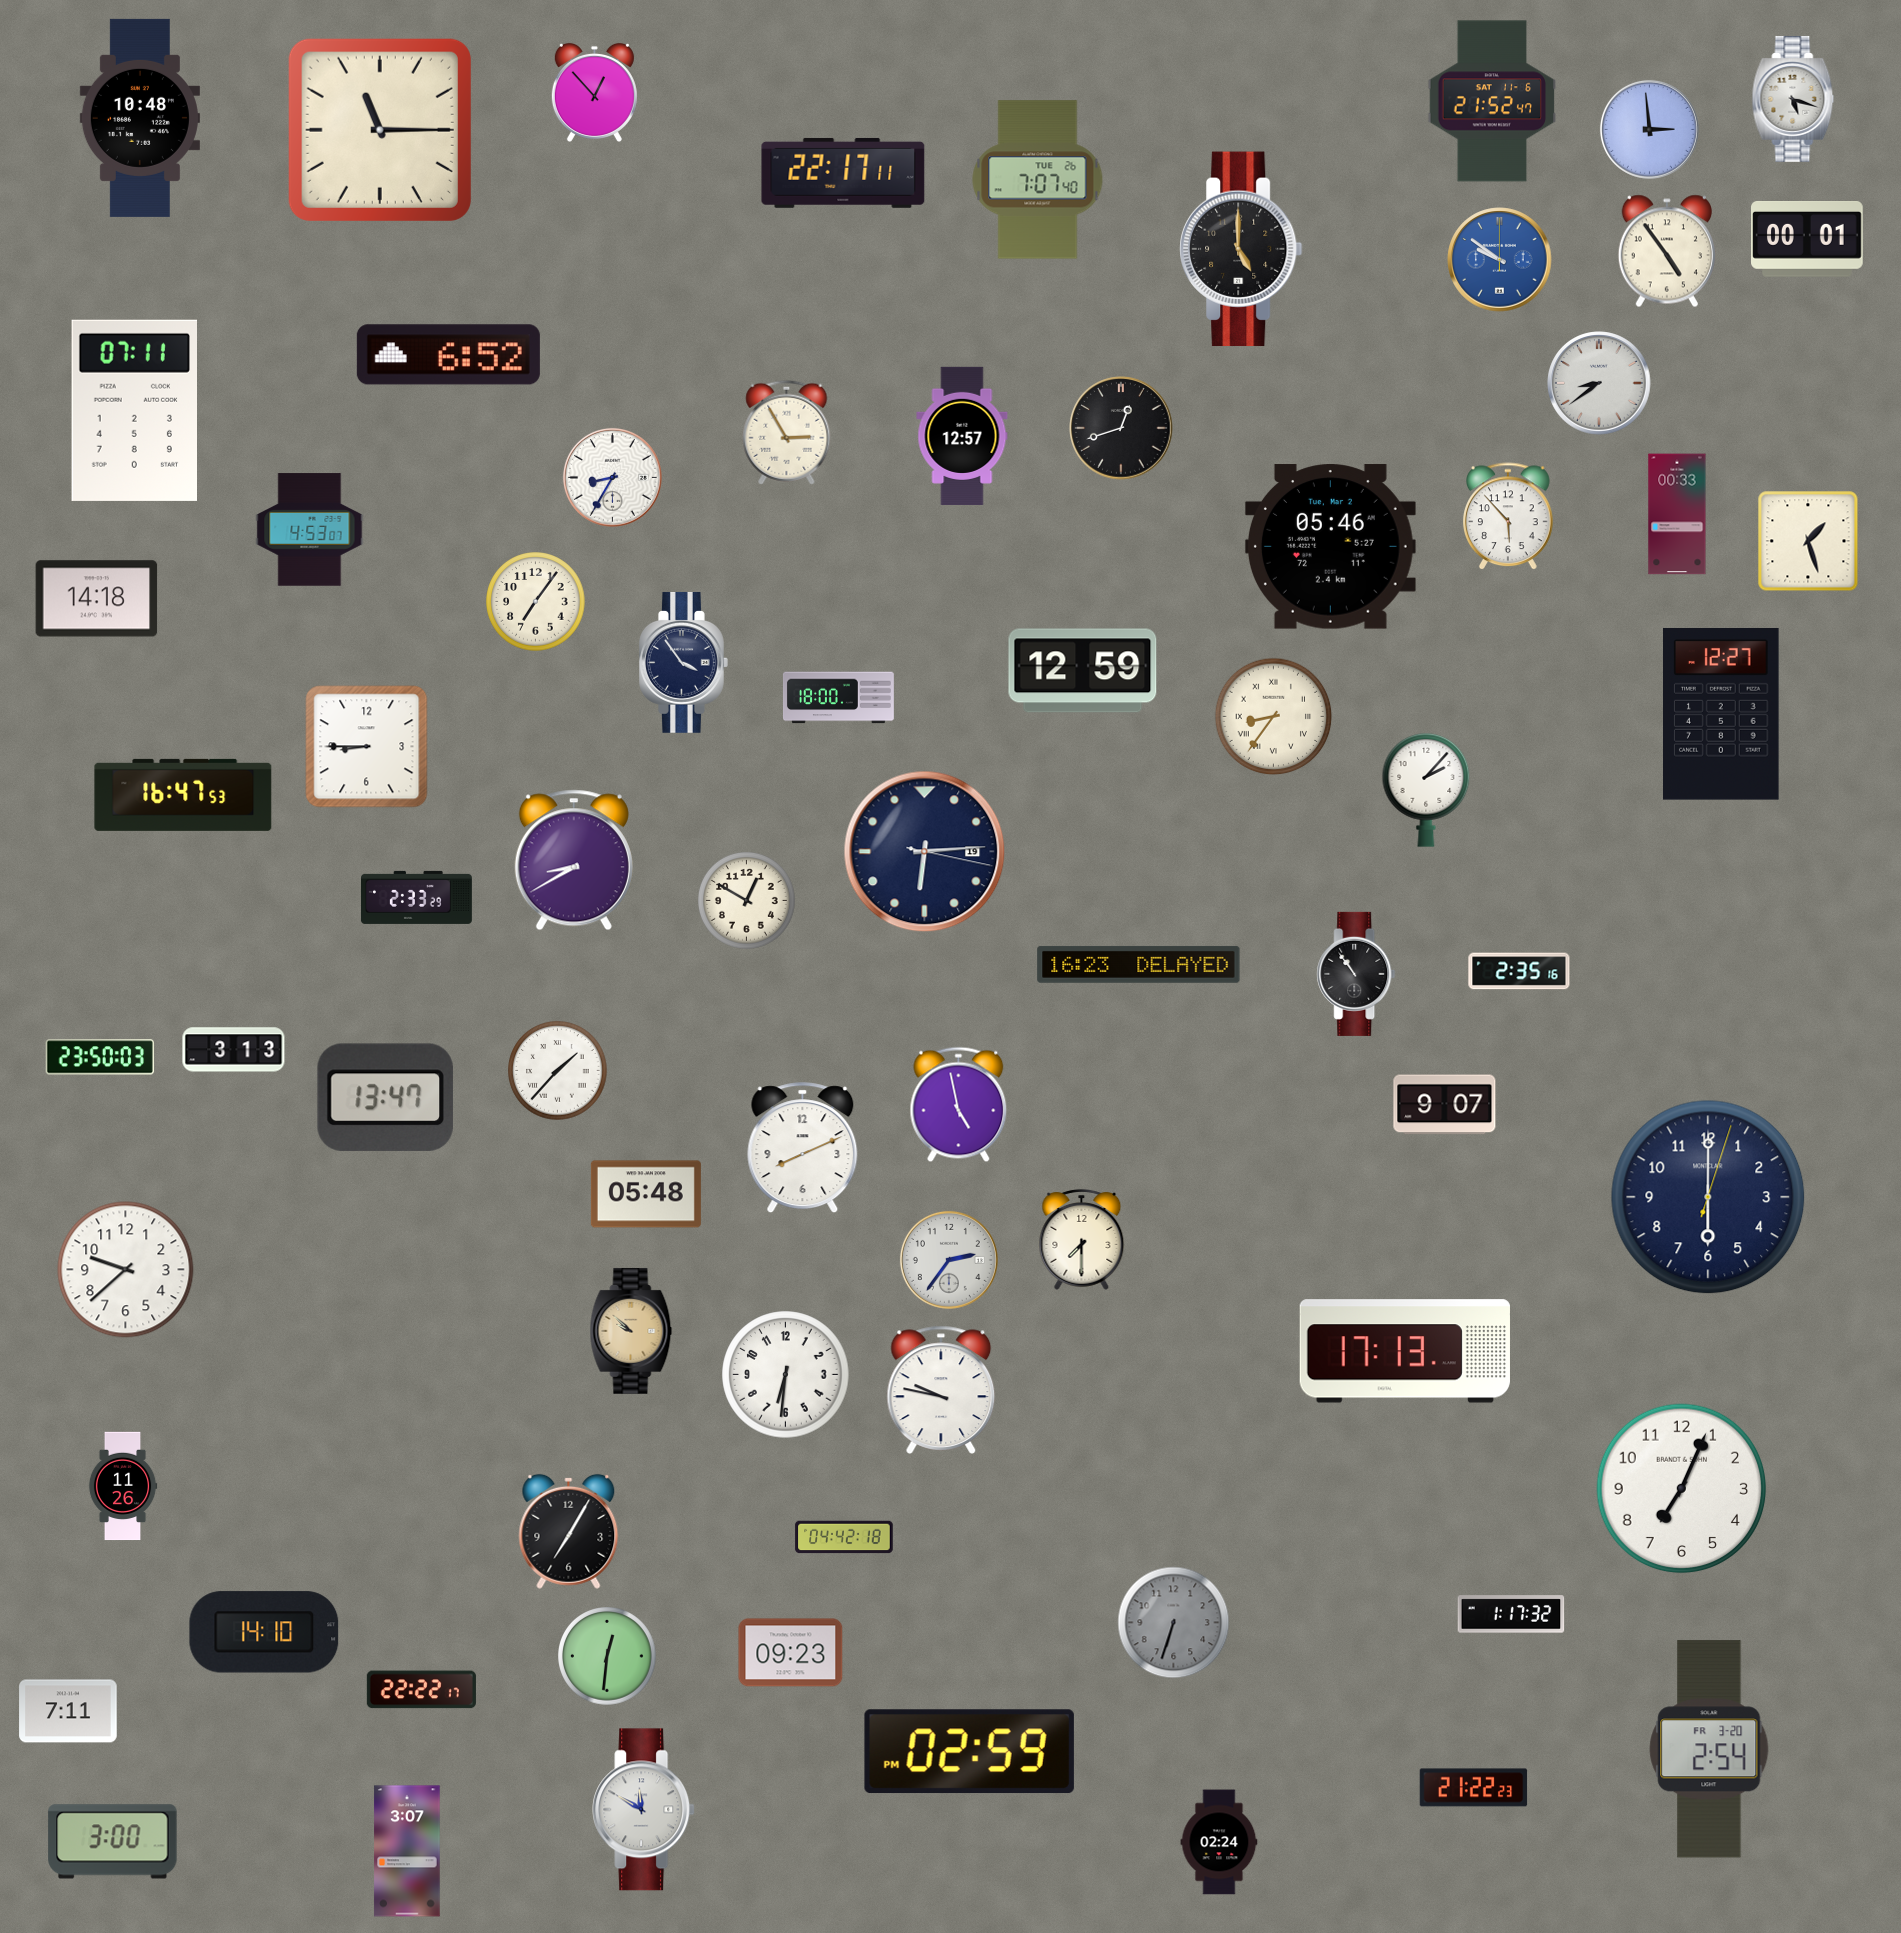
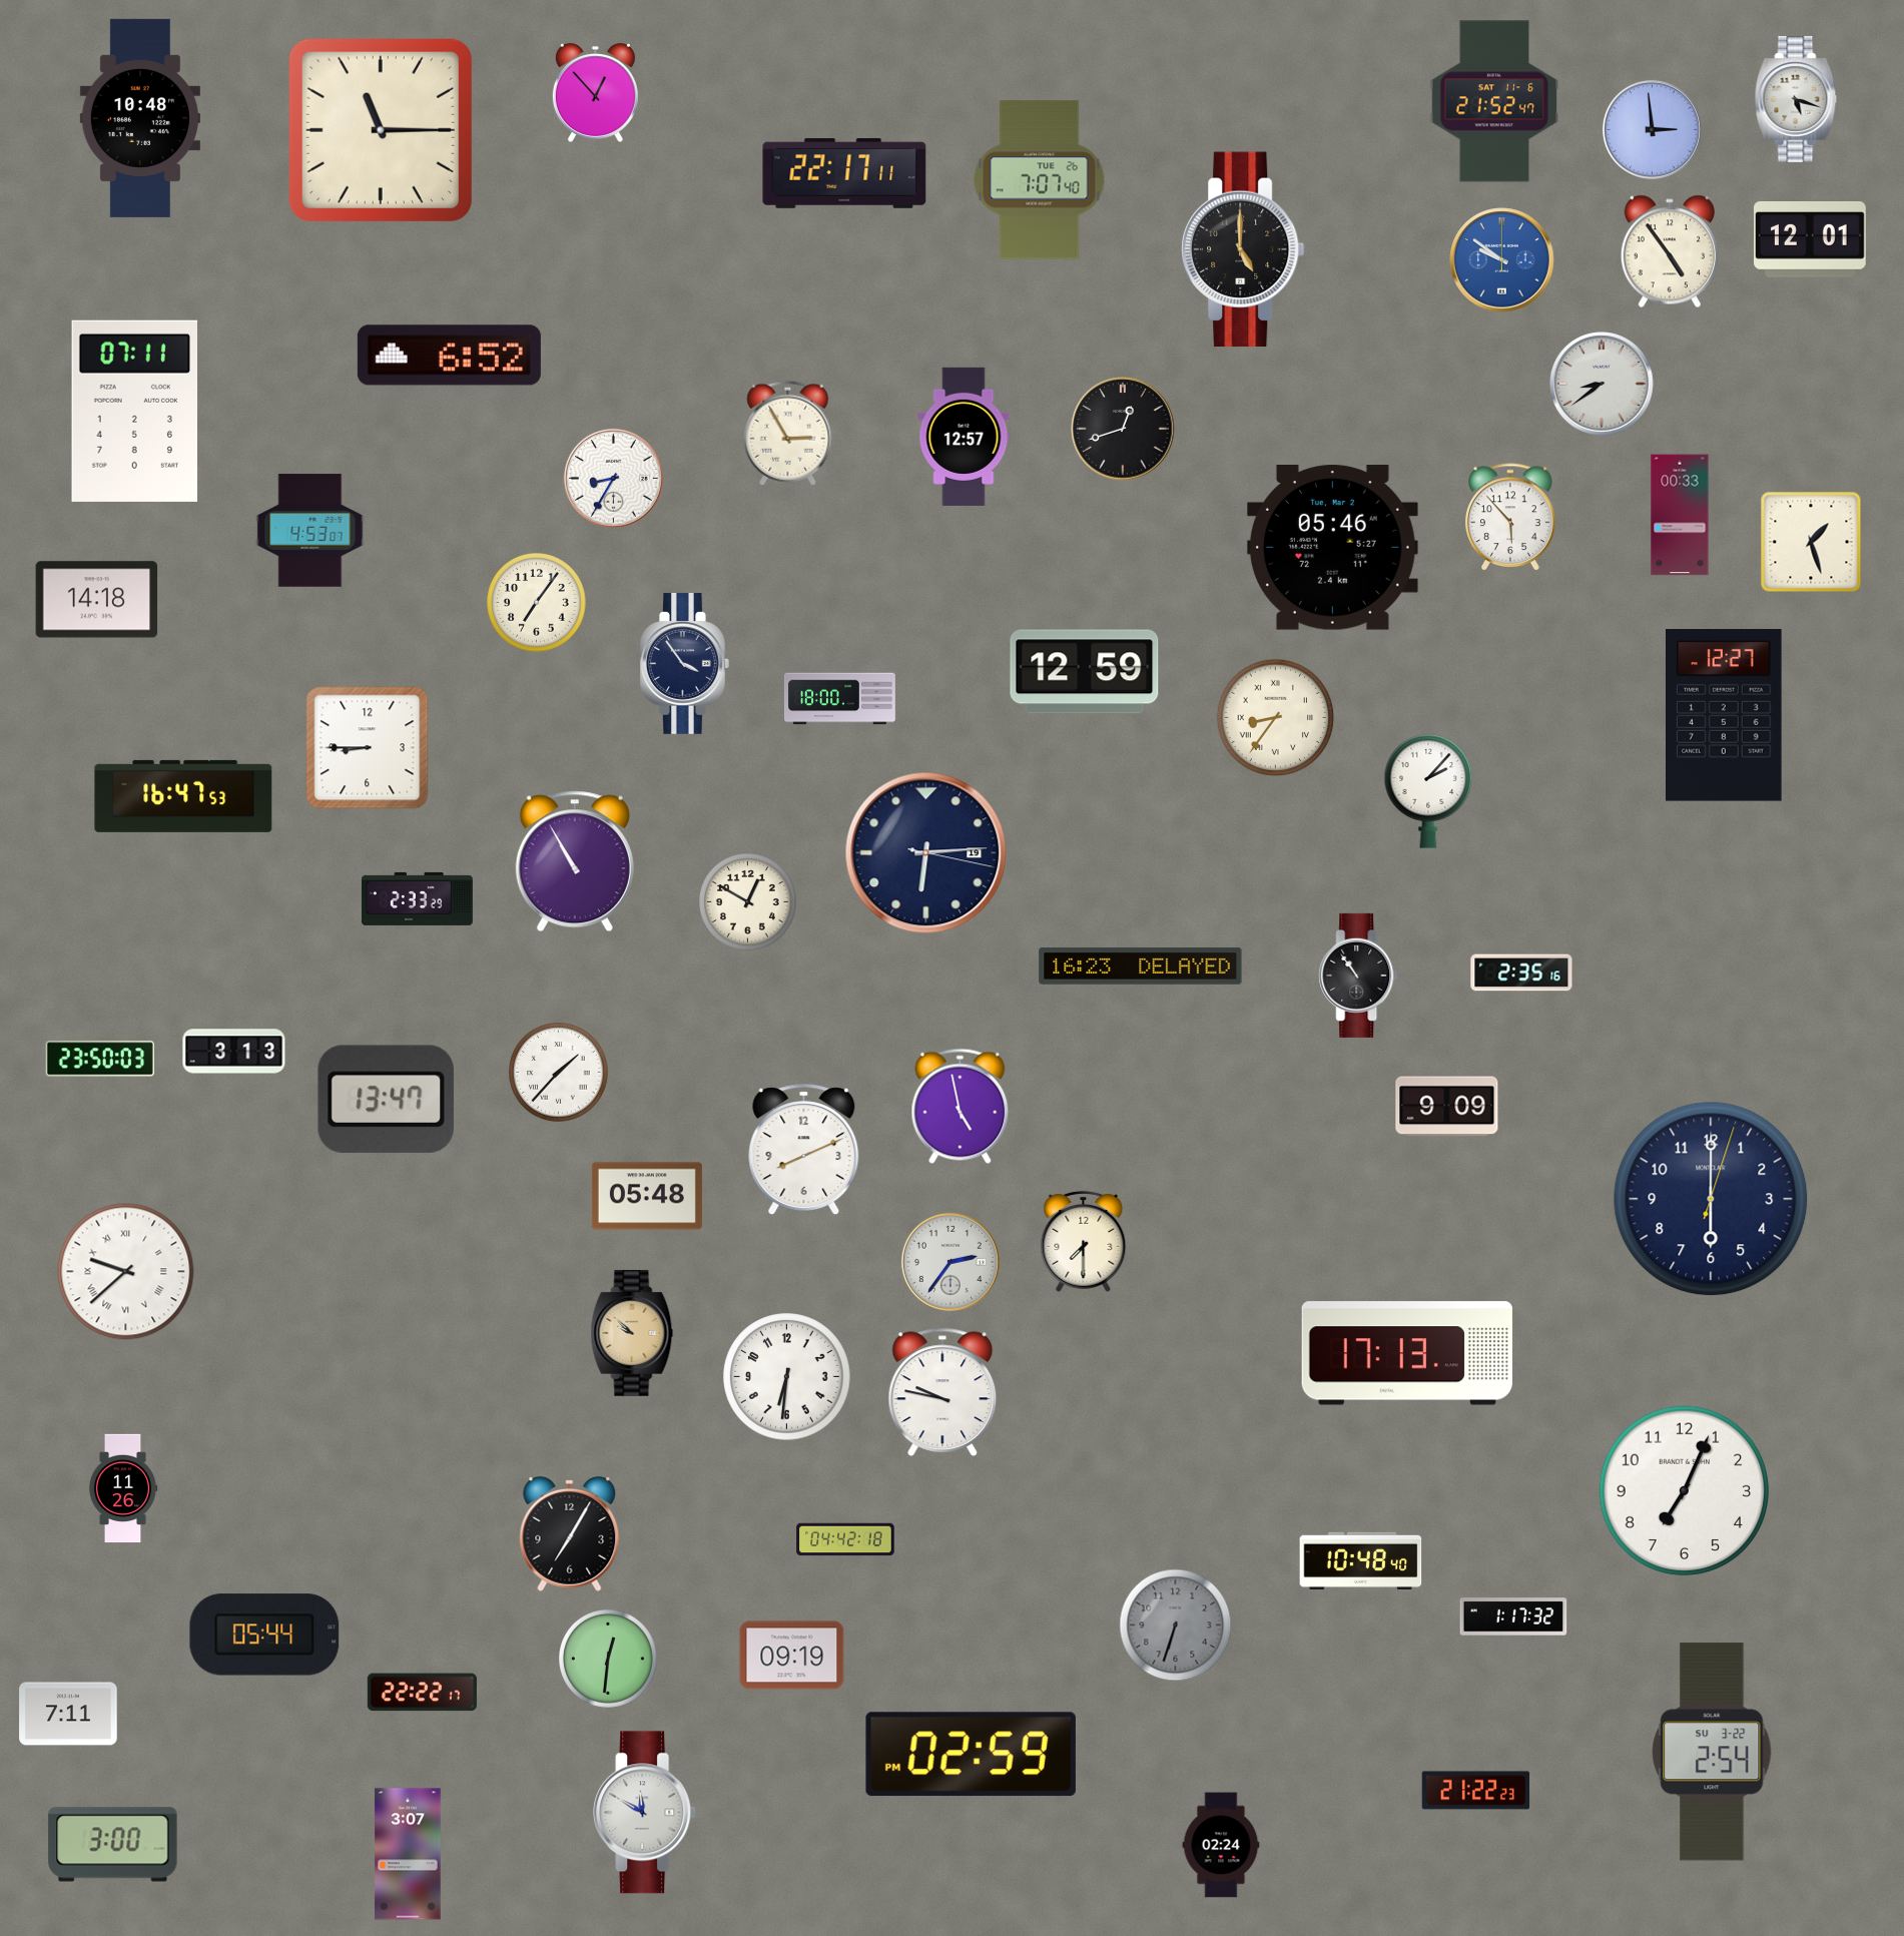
clock at (1808, 240): 00:01 -> 12:01
clock at (574, 860): 8:40 -> 10:55
clock at (1445, 1105): 9:07 -> 9:09
clock at (126, 1270) numerals: Arabic -> Roman
clock at (1361, 1560): none -> 10:48
clock at (264, 1632): 14:10 -> 05:44
clock at (791, 1653): 09:23 -> 09:19
clock at (1709, 1749) date: FR 3-20 -> SU 3-22
